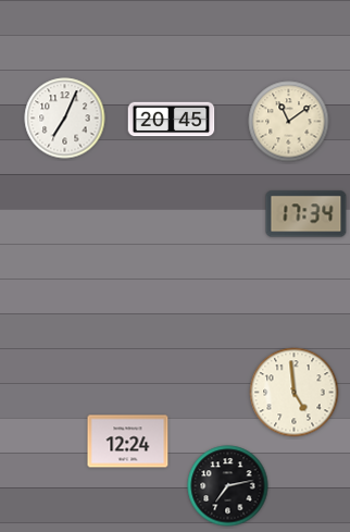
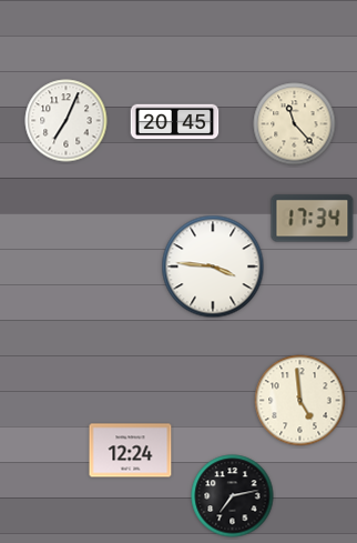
clock at (289, 122): 11:09 -> 11:23
clock at (213, 267): none -> 3:46
